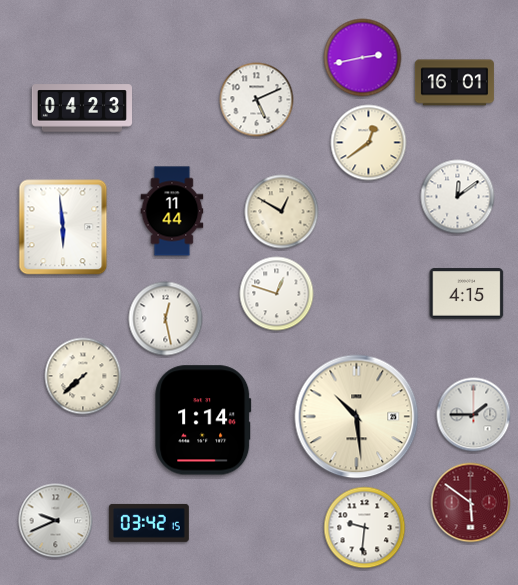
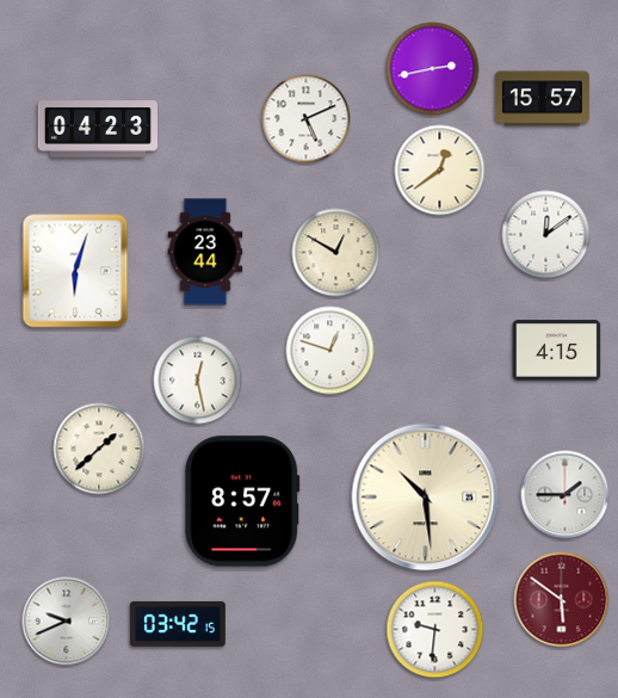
clock at (454, 83): 16:01 -> 15:57
clock at (172, 211): 11:44 -> 23:44
clock at (63, 227): 5:59 -> 6:03
clock at (83, 376): 7:38 -> 1:38
clock at (203, 420): 1:14 -> 8:57
